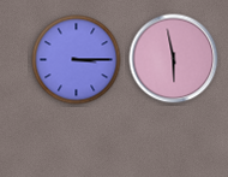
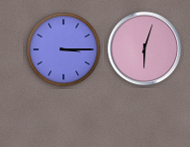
clock at (174, 59): 5:58 -> 6:03
